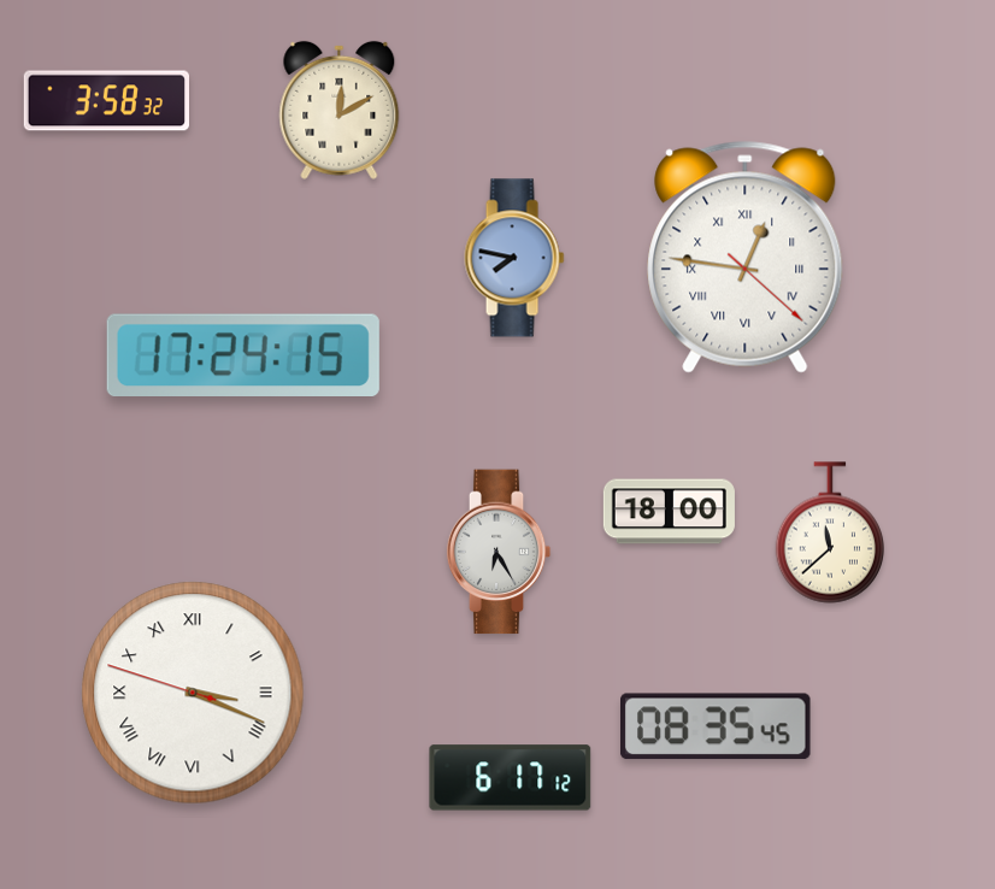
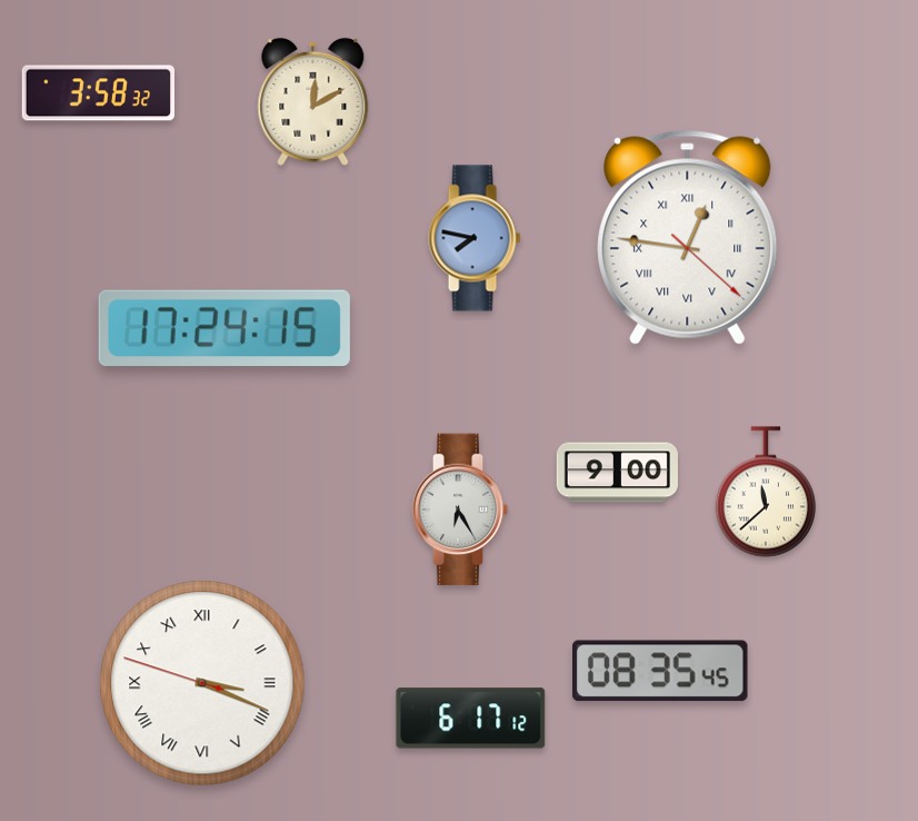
clock at (669, 512): 18:00 -> 9:00
clock at (193, 693) position: (193, 693) -> (202, 683)
